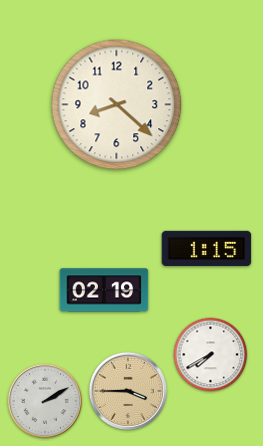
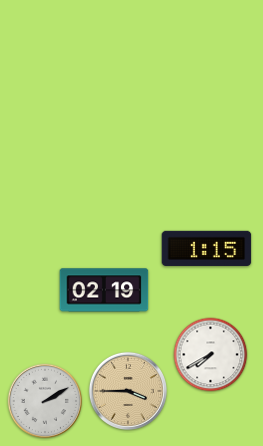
clock at (117, 105): 8:22 -> none
